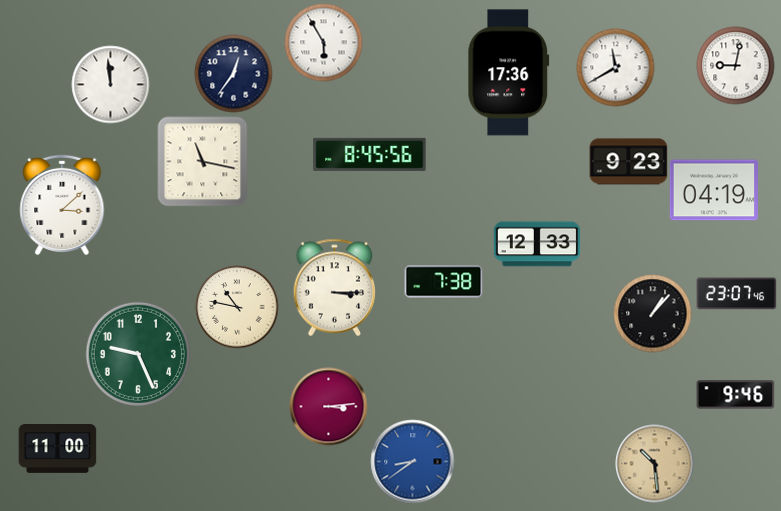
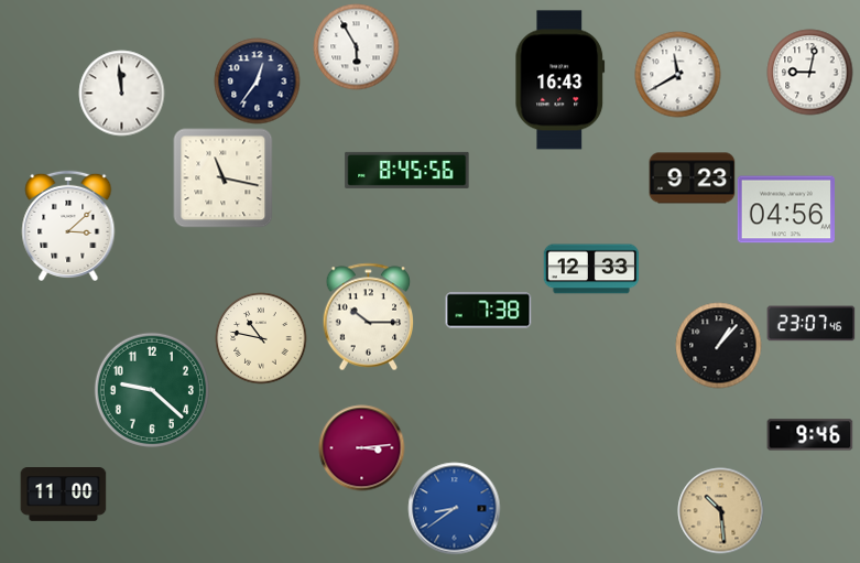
clock at (509, 73): 17:36 -> 16:43
clock at (713, 190): 04:19 -> 04:56
clock at (335, 287): 3:15 -> 10:15
clock at (138, 354): 9:26 -> 9:22
